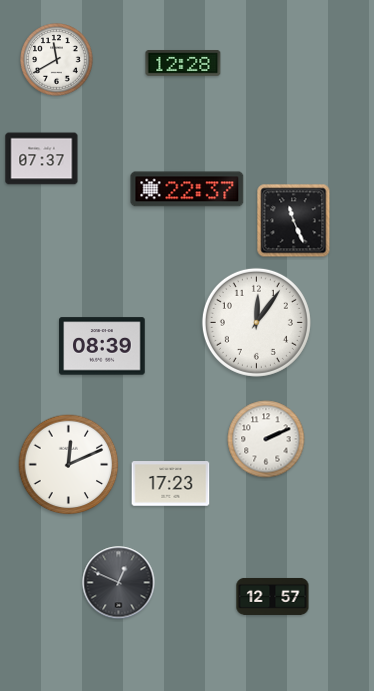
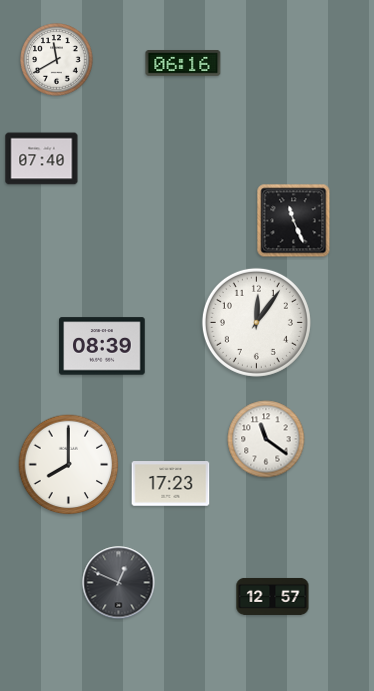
clock at (183, 64): 12:28 -> 06:16
clock at (42, 159): 07:37 -> 07:40
clock at (187, 189): 22:37 -> none
clock at (266, 439): 2:11 -> 11:21
clock at (69, 465): 12:11 -> 8:00
